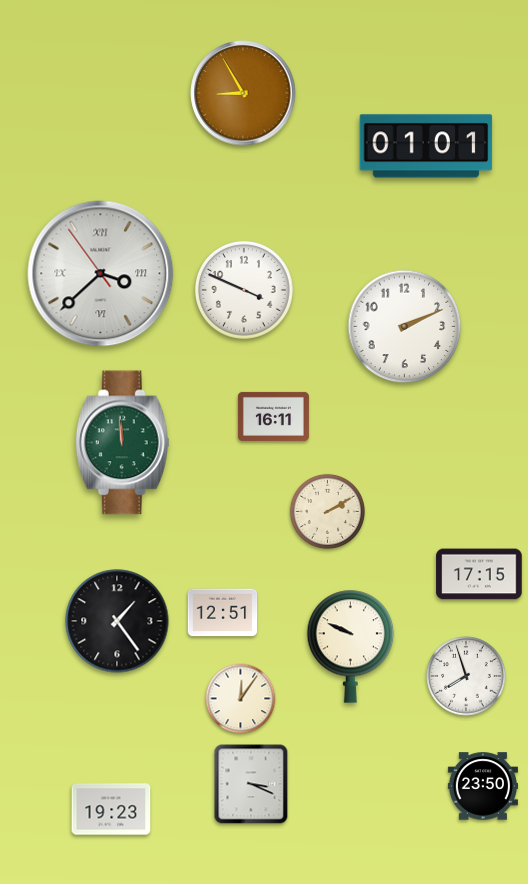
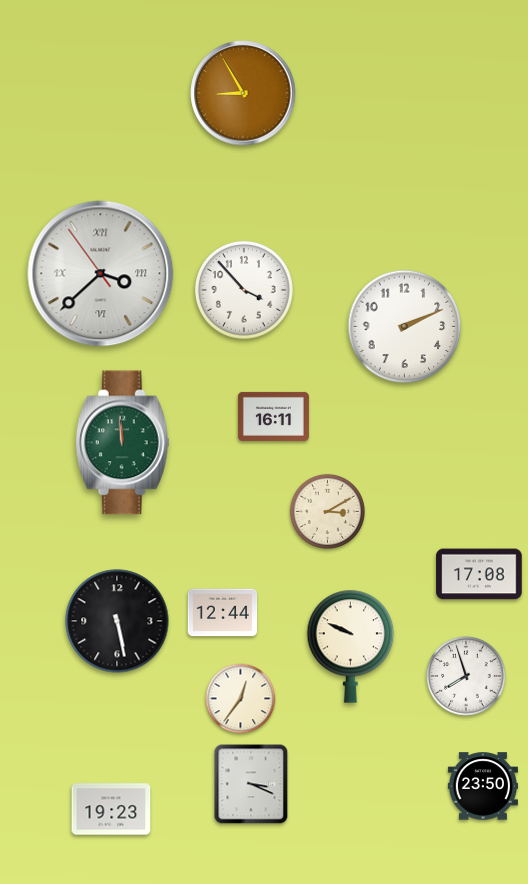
clock at (426, 146): 01:01 -> none
clock at (244, 290): 3:49 -> 3:53
clock at (327, 511): 2:10 -> 3:10
clock at (479, 574): 17:15 -> 17:08
clock at (223, 613): 12:51 -> 12:44
clock at (117, 621): 1:24 -> 5:28
clock at (241, 699): 12:06 -> 12:36
